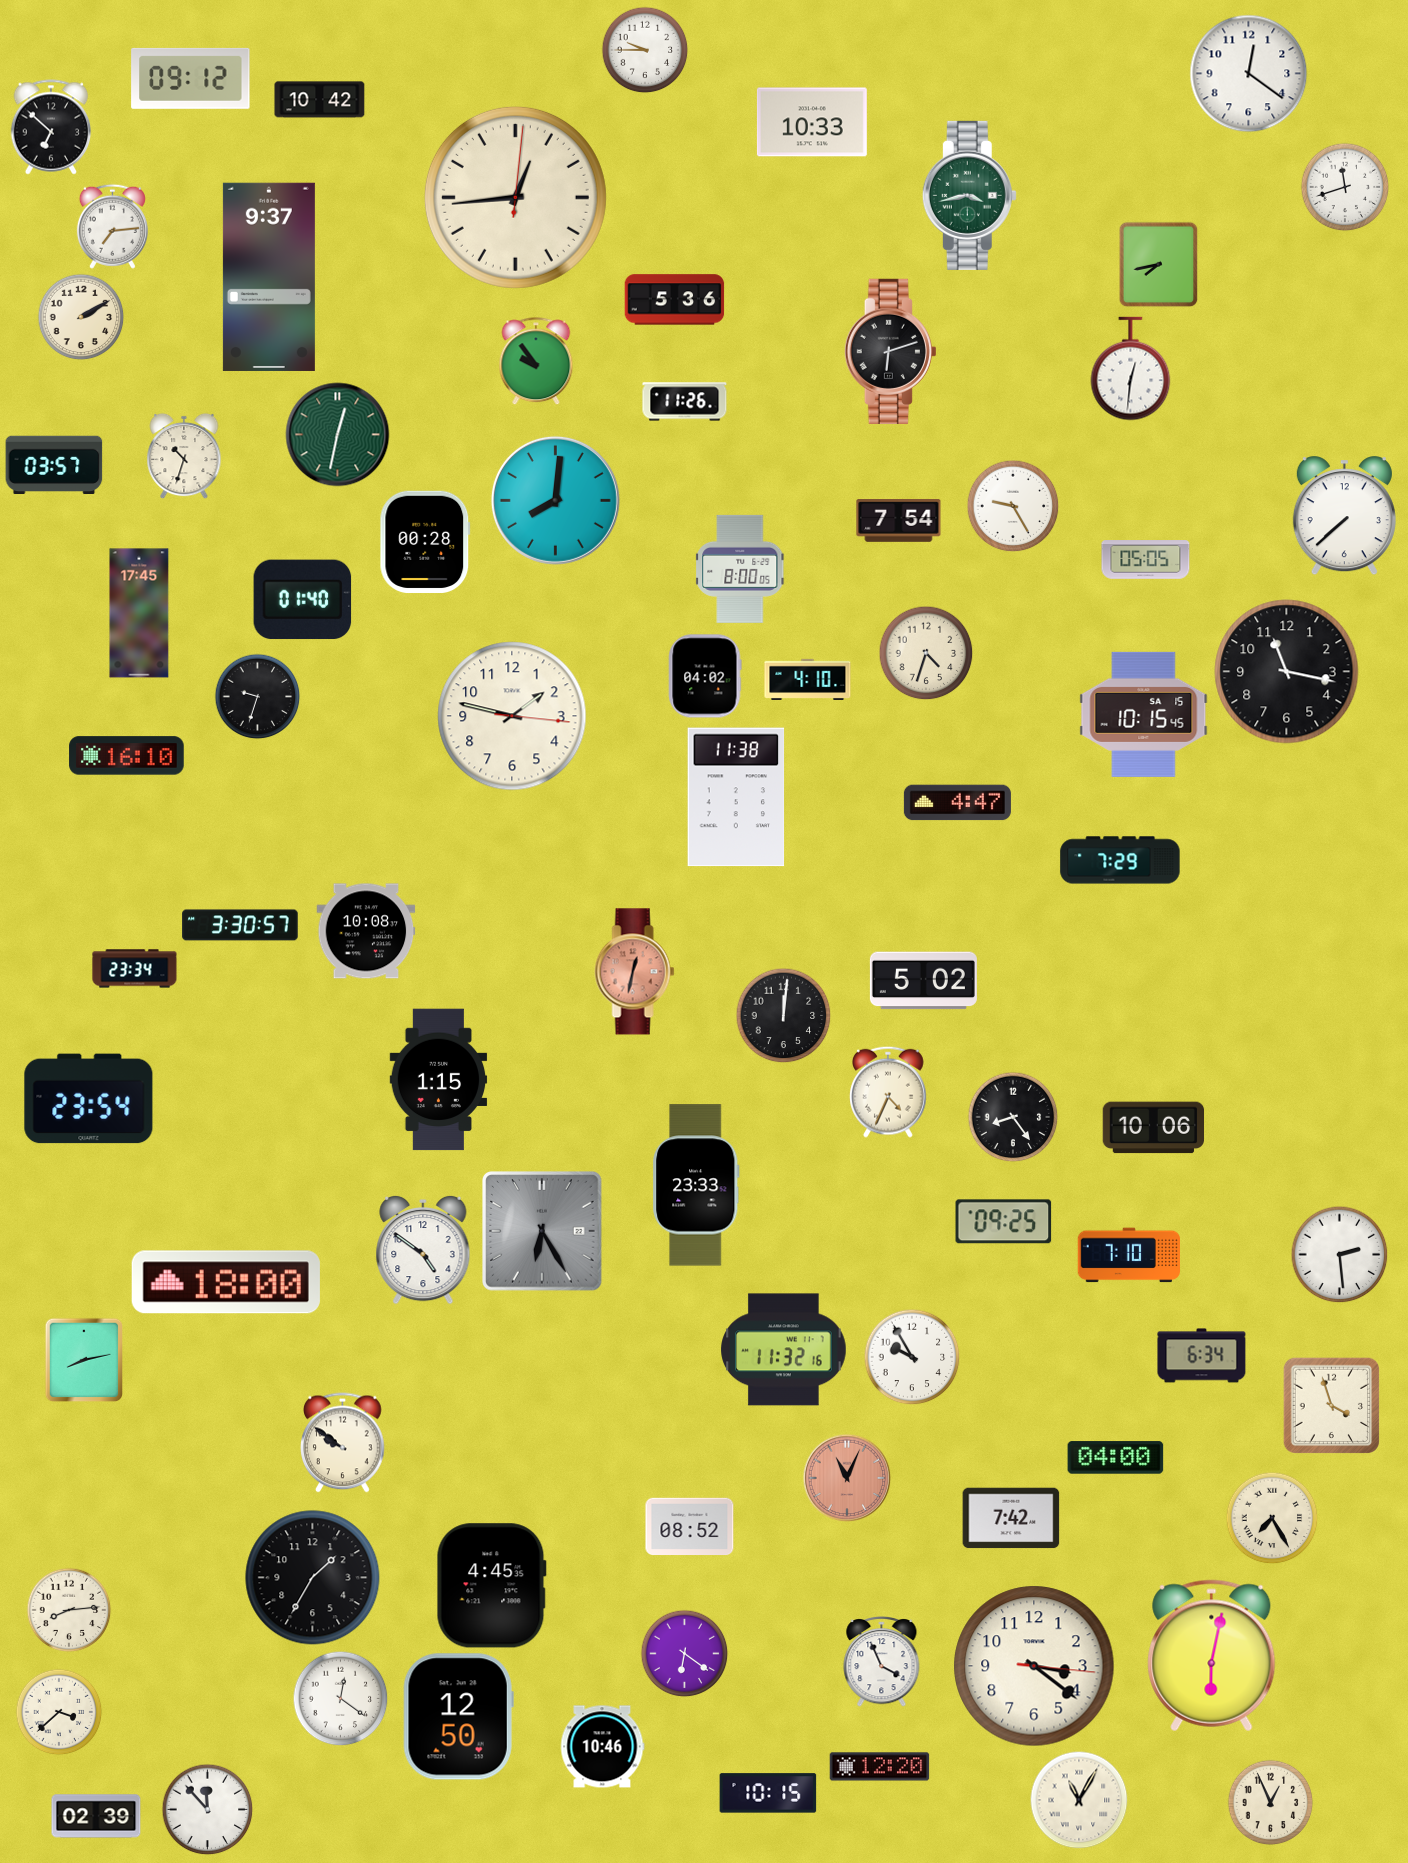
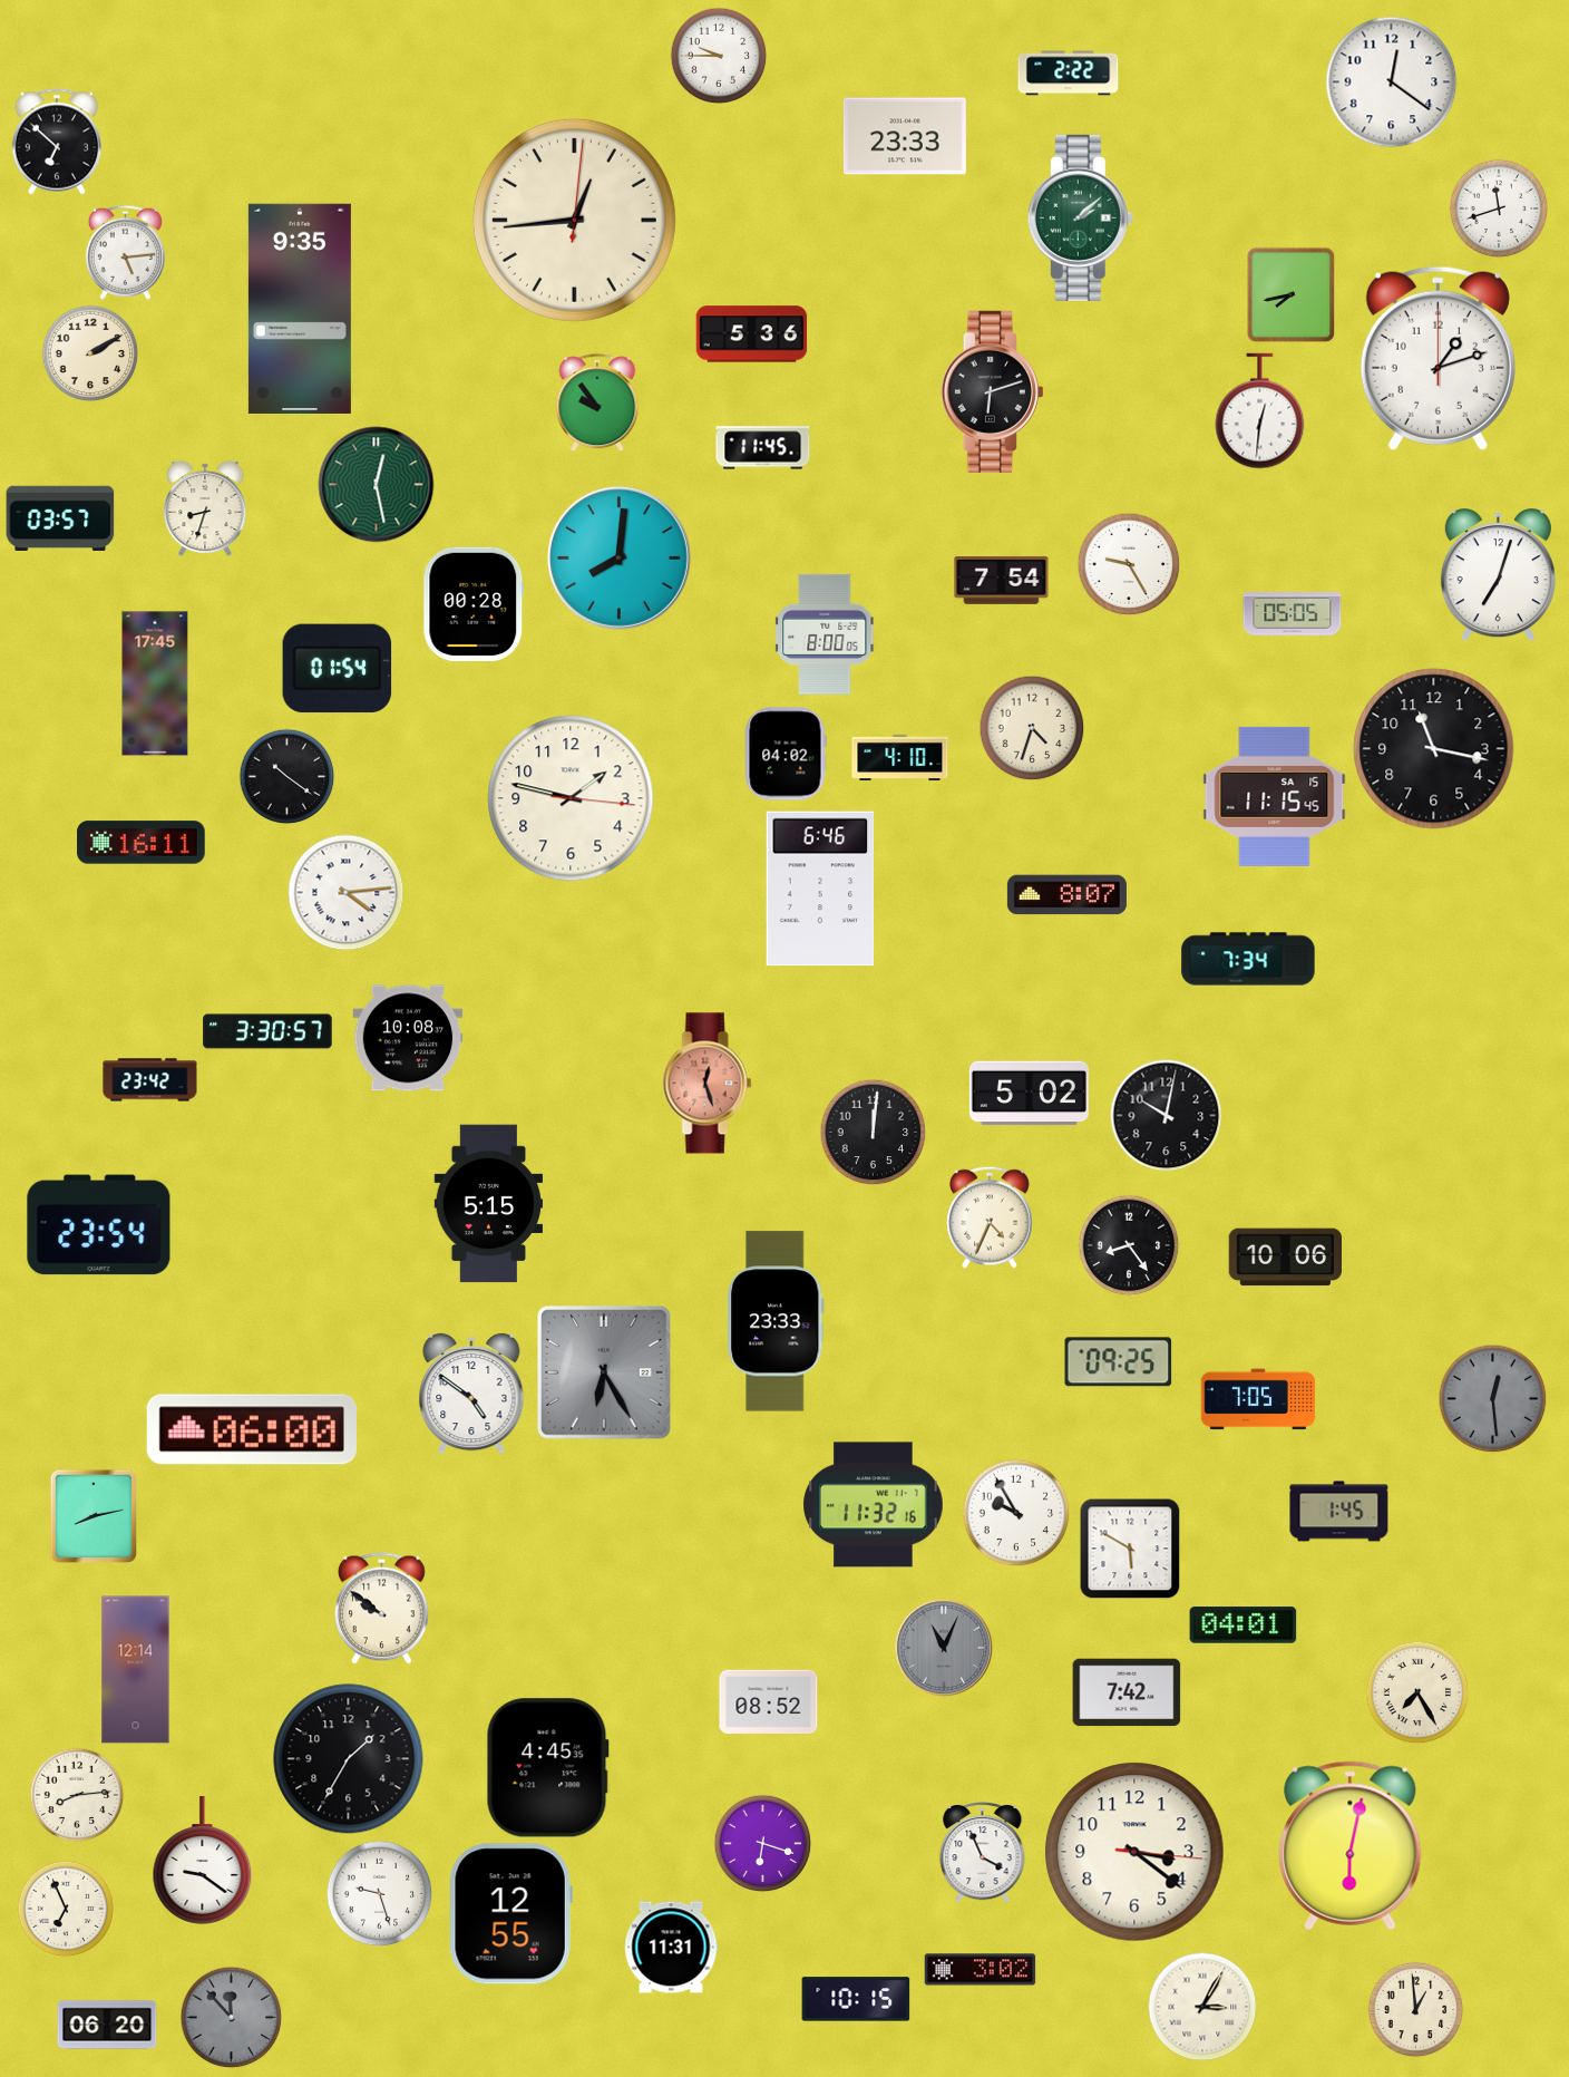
clock at (1069, 74): none -> 2:22
clock at (191, 78): 09:12 -> none
clock at (320, 100): 10:42 -> none
clock at (812, 122): 10:33 -> 23:33
clock at (969, 195): 3:43 -> 2:08
clock at (112, 226): 7:14 -> 5:14
clock at (269, 277): 9:37 -> 9:35
clock at (1438, 358): none -> 1:12
clock at (685, 402): 11:26 -> 11:45
clock at (338, 435): 12:32 -> 12:28
clock at (184, 456): 10:33 -> 8:33
clock at (1344, 516): 7:38 -> 7:03
clock at (1146, 560) position: (1146, 560) -> (1293, 614)
clock at (303, 600): 01:40 -> 01:54
clock at (257, 696): 9:33 -> 10:21
clock at (1144, 714): 10:15 -> 11:15
clock at (127, 756): 16:10 -> 16:11
clock at (736, 797): 11:38 -> 6:46
clock at (347, 893): none -> 4:14
clock at (957, 803): 4:47 -> 8:07
clock at (1120, 860): 7:29 -> 7:34
clock at (135, 969): 23:34 -> 23:42
clock at (635, 972): 12:32 -> 12:27
clock at (1167, 1116): none -> 10:02
clock at (439, 1080): 1:15 -> 5:15
clock at (1339, 1254): 2:29 -> 12:29
clock at (1339, 1254) dial: white -> grey
clock at (1128, 1255): 7:10 -> 7:05
clock at (226, 1282): 18:00 -> 06:00
clock at (1202, 1356): 6:34 -> 1:45
clock at (1130, 1549): none -> 5:50
clock at (1331, 1405): 3:57 -> none
clock at (1116, 1458): 04:00 -> 04:01
clock at (847, 1478) dial: salmon -> grey
clock at (136, 1670): none -> 12:14
clock at (684, 1653): 6:21 -> 6:18
clock at (1034, 1666) position: (1034, 1666) -> (1134, 1852)
clock at (203, 1861): none -> 9:21
clock at (340, 1698): 12:21 -> 9:27
clock at (59, 1712): 3:38 -> 6:56
clock at (458, 1717): 12:50 -> 12:55
clock at (602, 1747): 10:46 -> 11:31
clock at (880, 1767): 12:20 -> 3:02
clock at (1079, 1800): 11:05 -> 3:05
clock at (1270, 1802): 12:56 -> 12:59
clock at (207, 1809) dial: white -> grey
clock at (96, 1816): 02:39 -> 06:20
